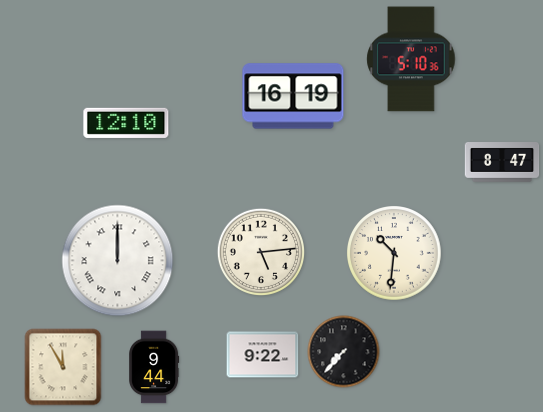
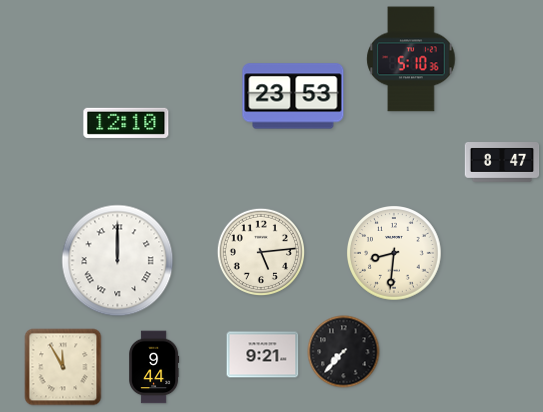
clock at (293, 96): 16:19 -> 23:53
clock at (395, 254): 10:31 -> 8:31
clock at (263, 355): 9:22 -> 9:21
